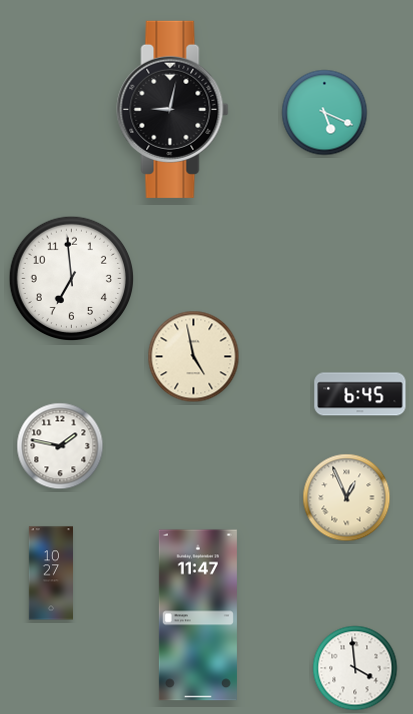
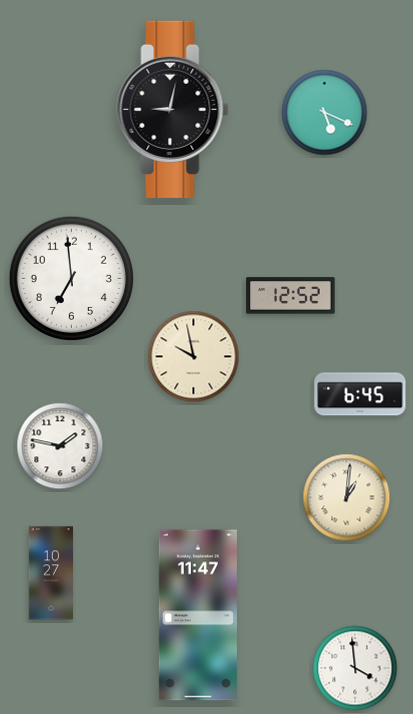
clock at (291, 296): none -> 12:52
clock at (194, 357): 4:58 -> 9:58
clock at (347, 498): 12:56 -> 1:01
